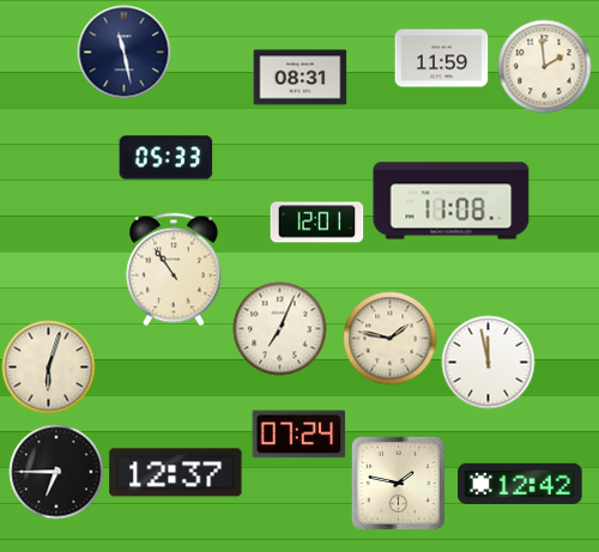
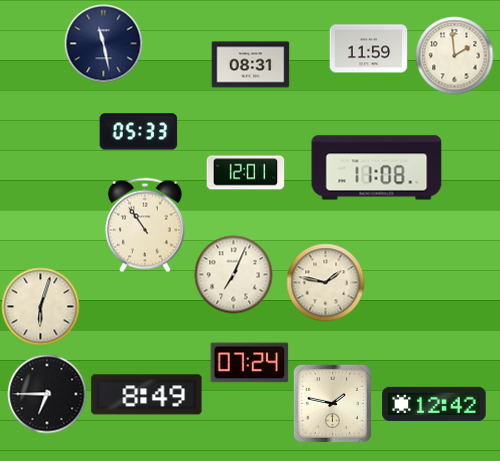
clock at (316, 223) position: (316, 223) -> (245, 173)
clock at (488, 362): 11:58 -> none
clock at (176, 473): 12:37 -> 8:49
